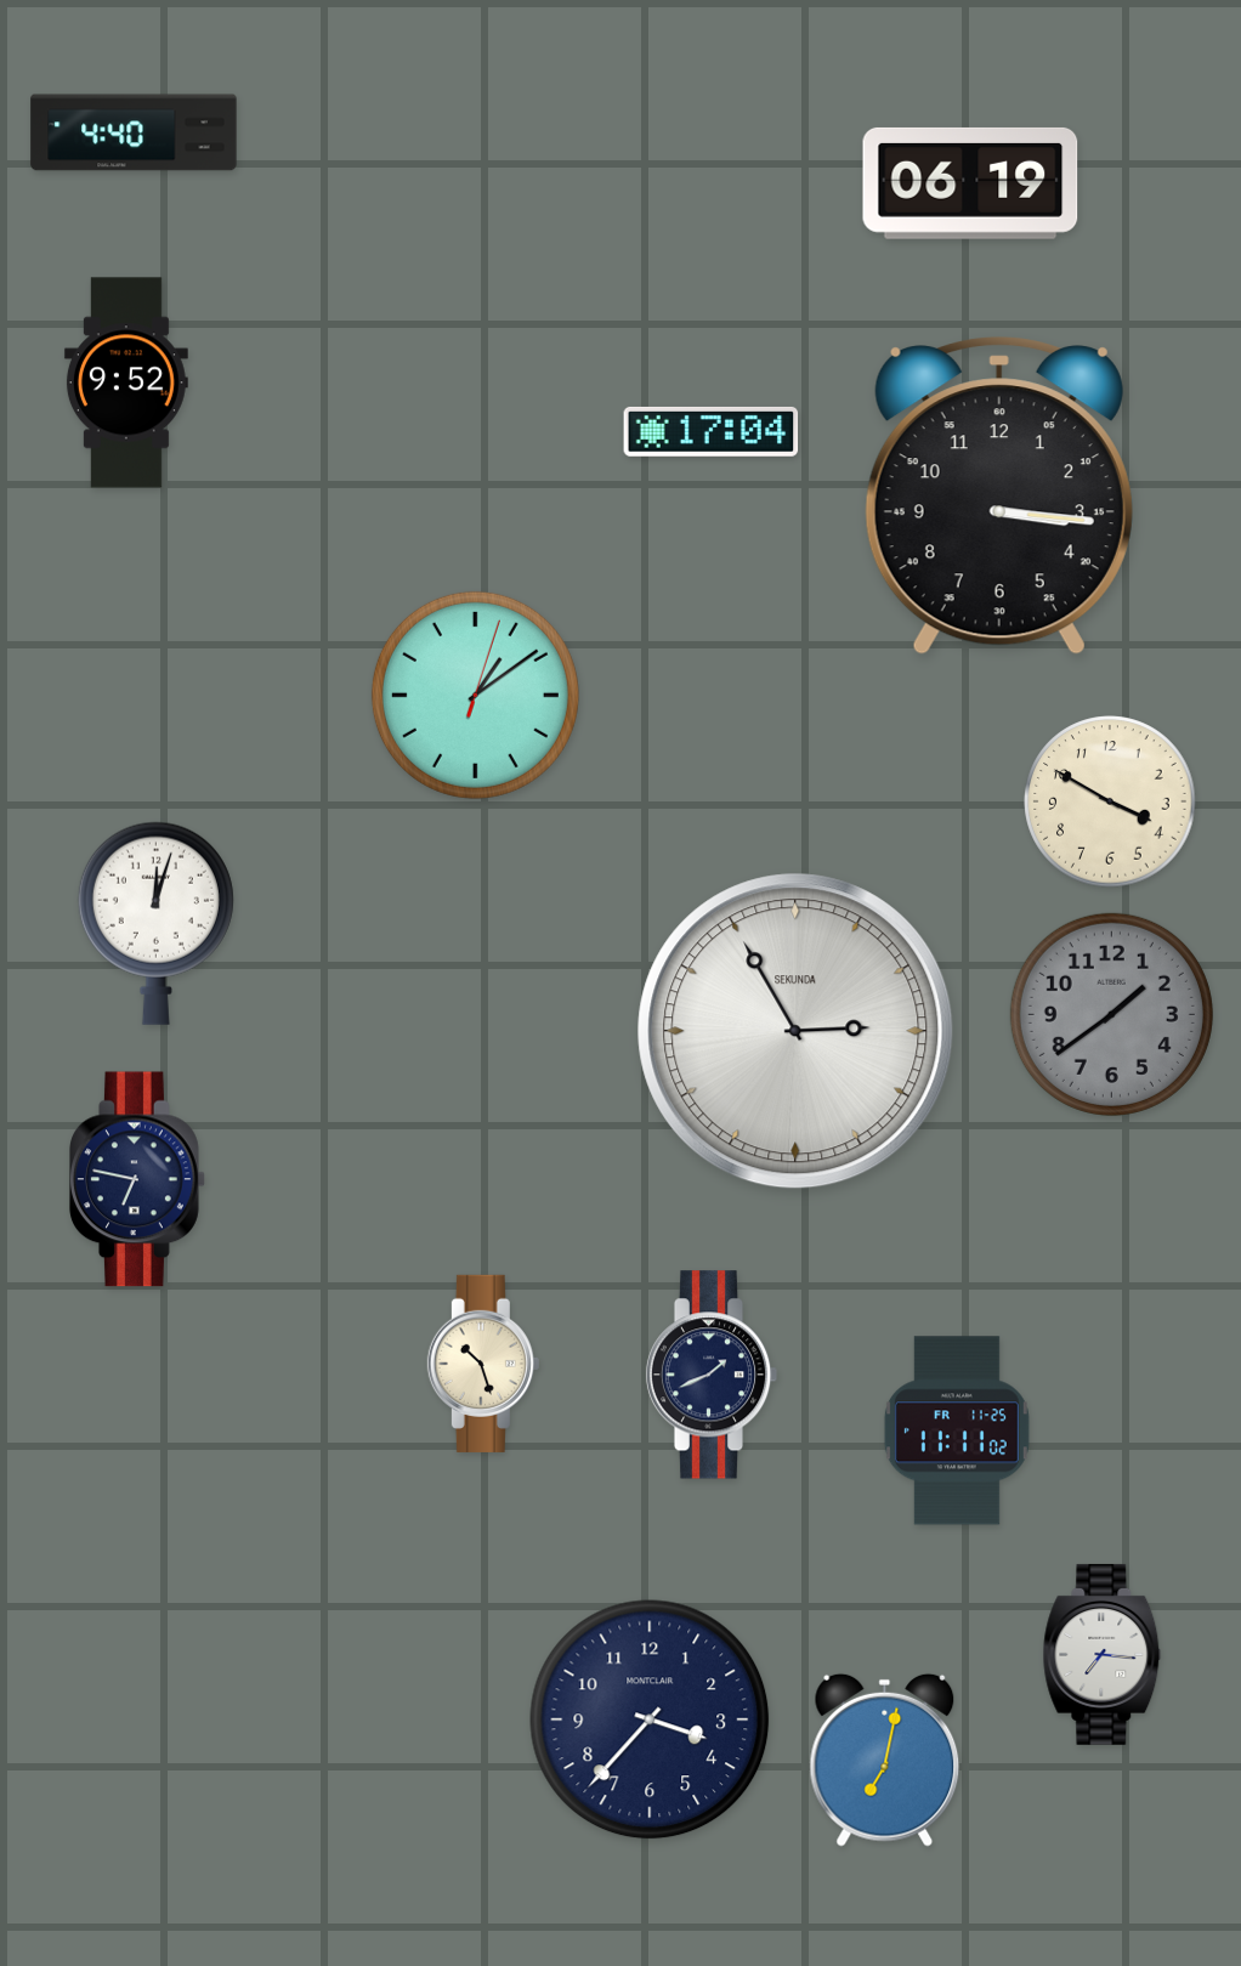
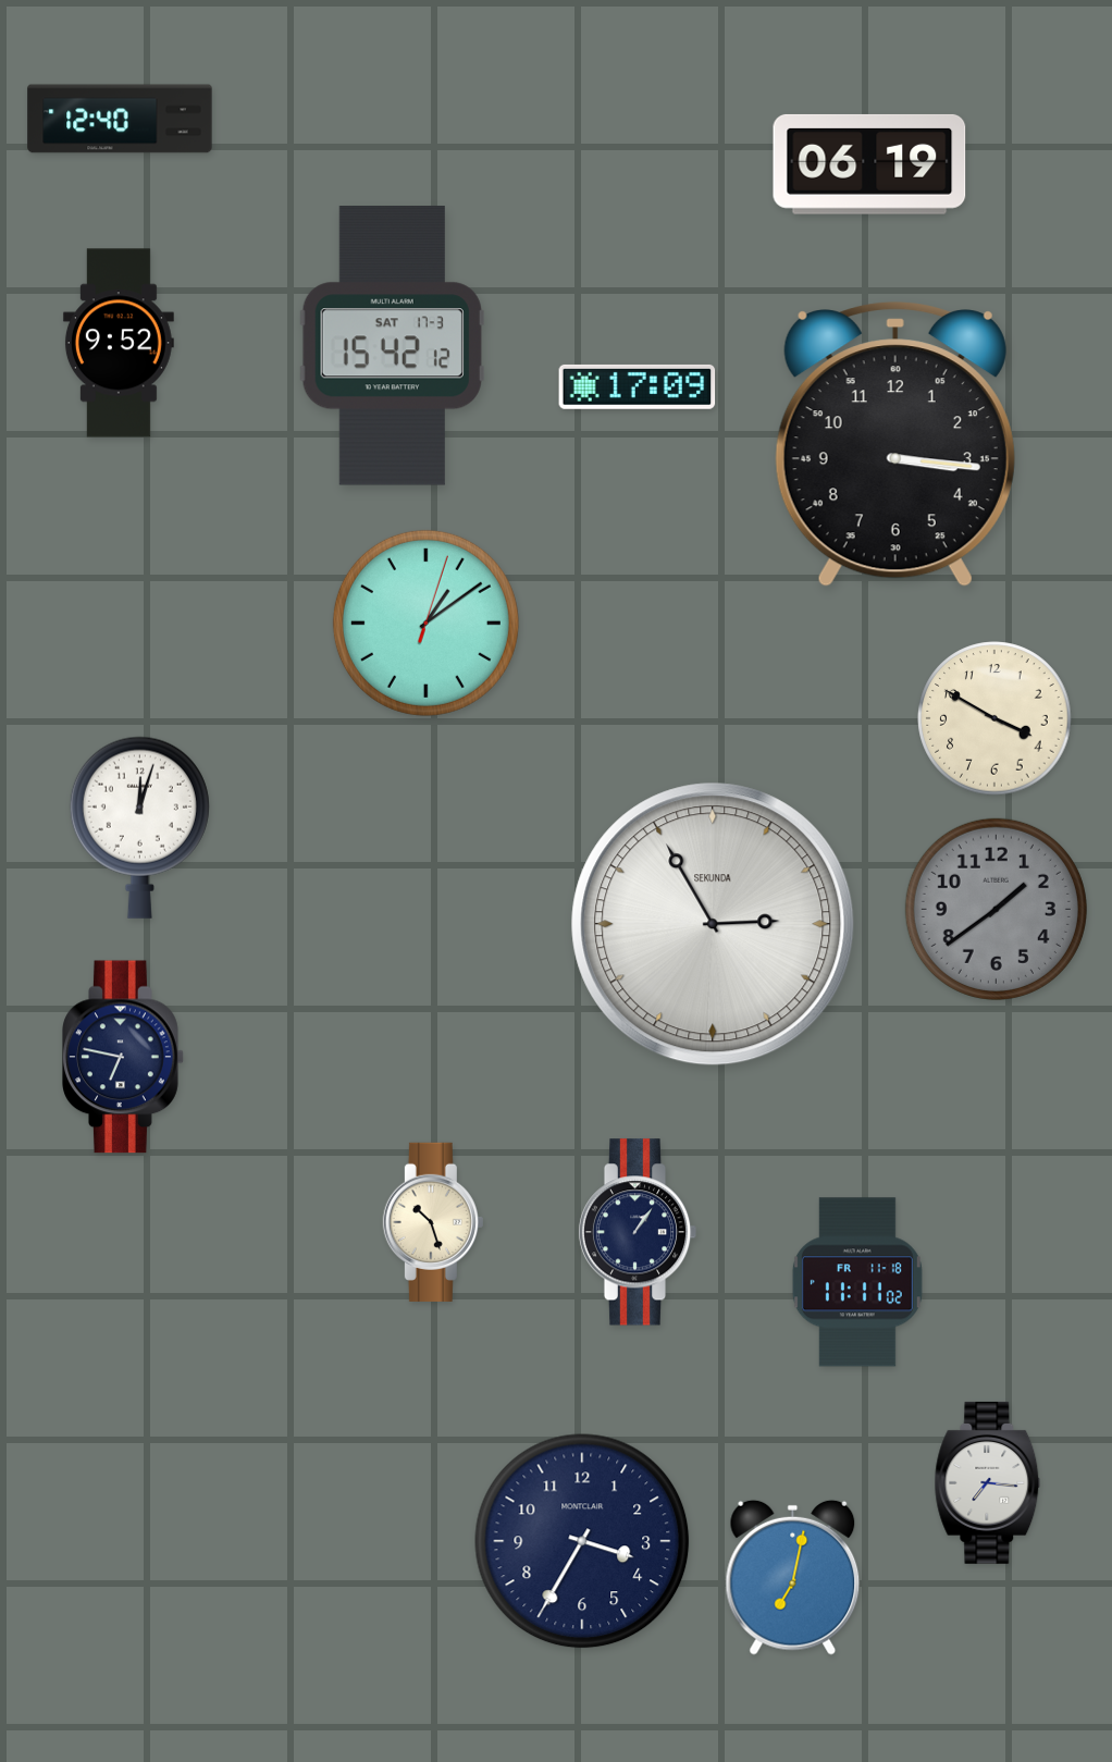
clock at (134, 132): 4:40 -> 12:40
clock at (126, 383) position: (126, 383) -> (119, 343)
clock at (392, 346): none -> 15:42
clock at (712, 431): 17:04 -> 17:09
clock at (712, 1375): 1:41 -> 1:06
clock at (957, 1430) date: FR 11-25 -> FR 11-18
clock at (650, 1719): 3:37 -> 3:35
